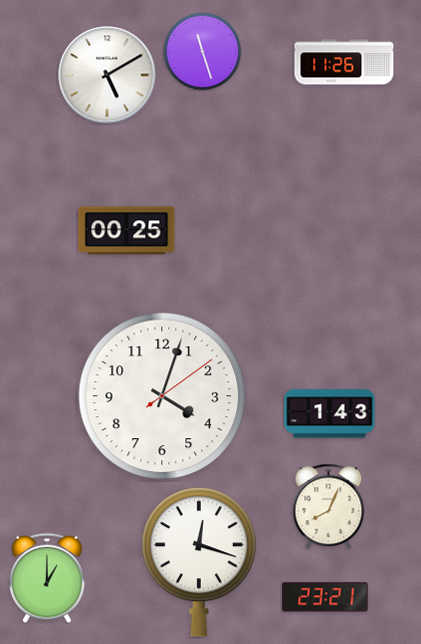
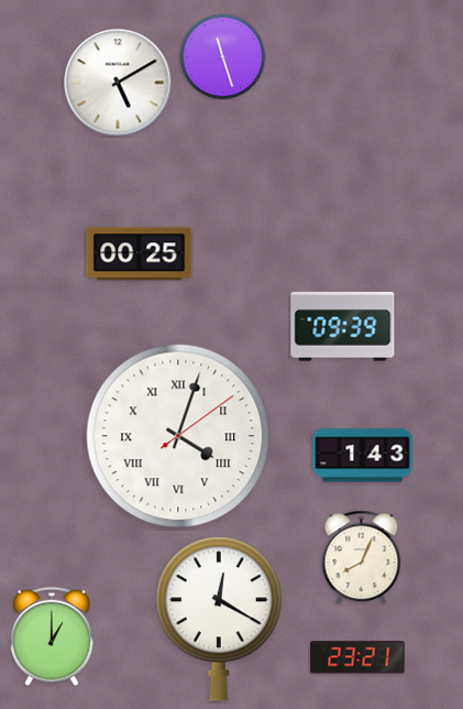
clock at (344, 62): 11:26 -> none
clock at (343, 327): none -> 09:39
clock at (162, 396) numerals: Arabic -> Roman
clock at (199, 562): 12:18 -> 12:20
